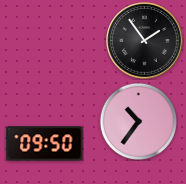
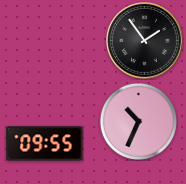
clock at (138, 121): 10:36 -> 10:34
clock at (45, 144): 09:50 -> 09:55
